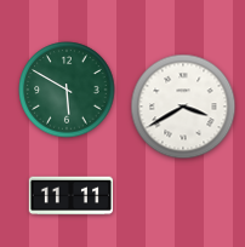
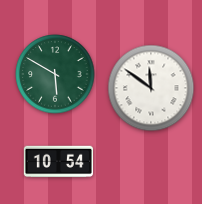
clock at (183, 107): 3:40 -> 11:51
clock at (70, 196): 11:11 -> 10:54
